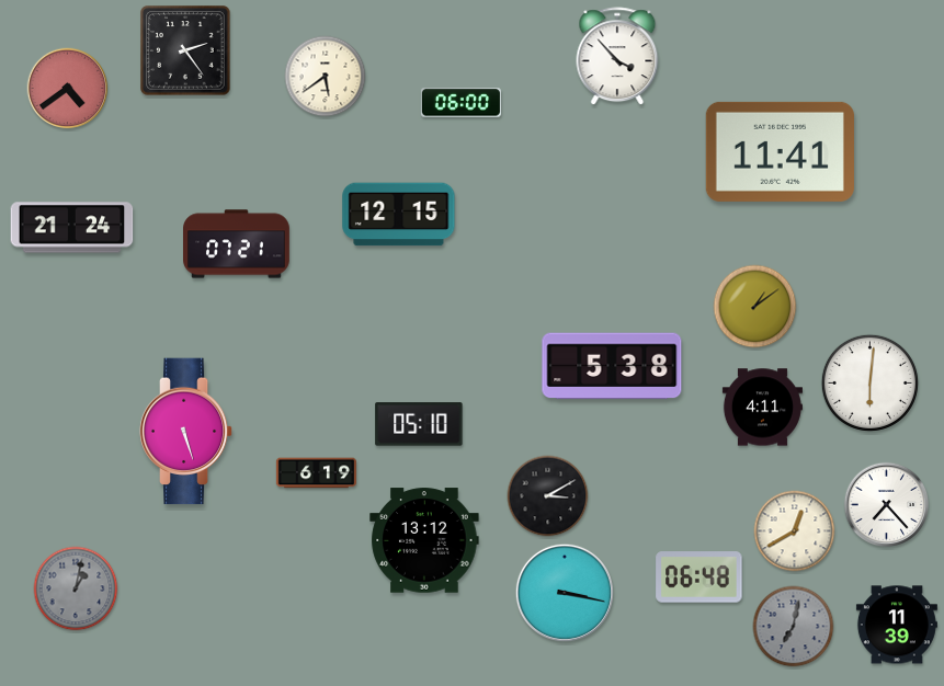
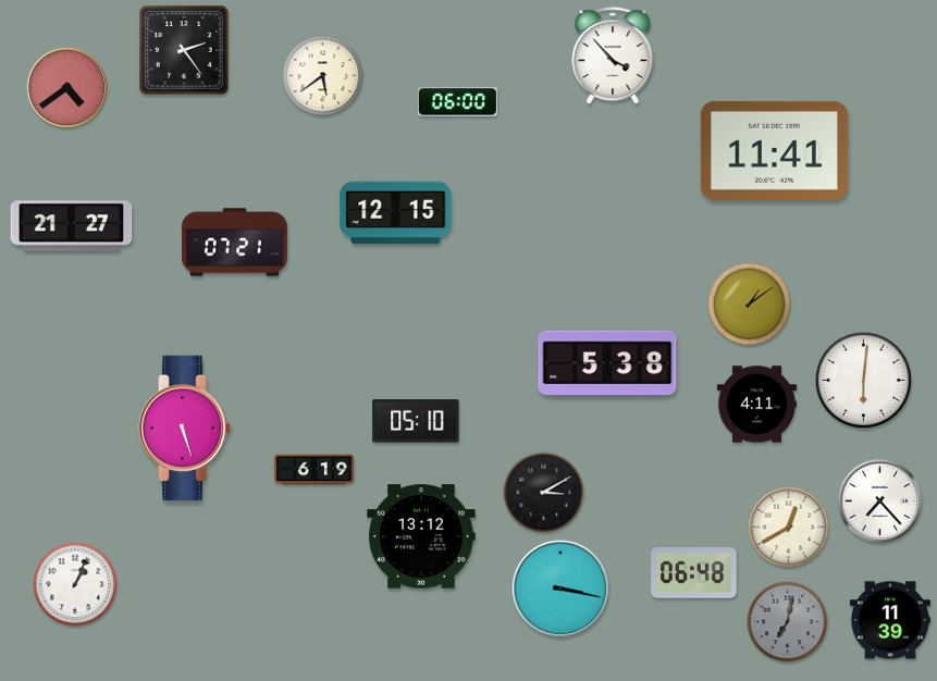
clock at (72, 228): 21:24 -> 21:27
clock at (76, 588): 1:02 -> 1:04
clock at (76, 588) dial: grey -> white
